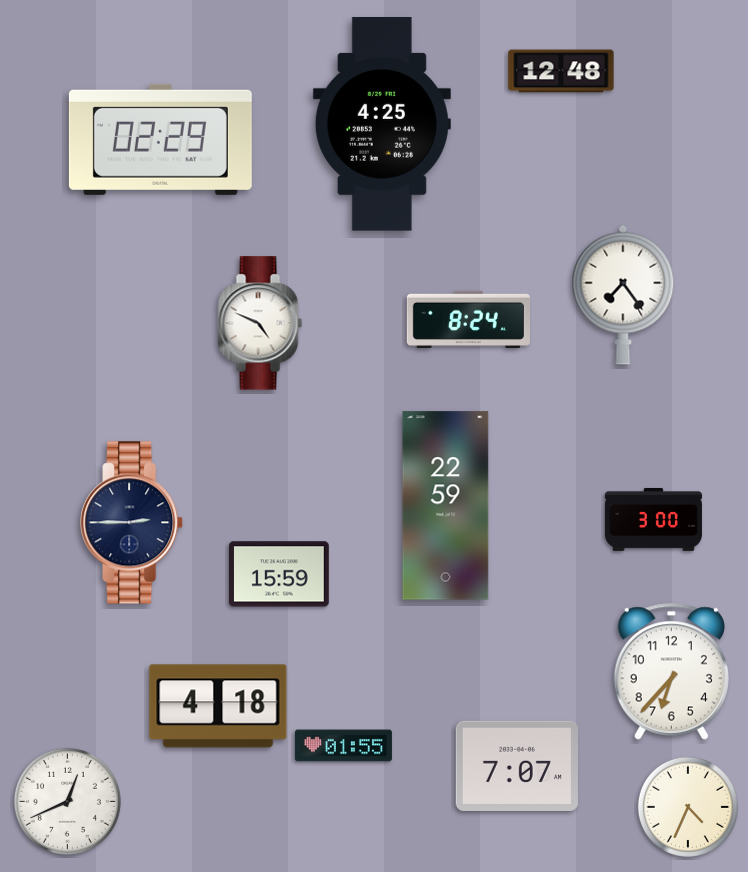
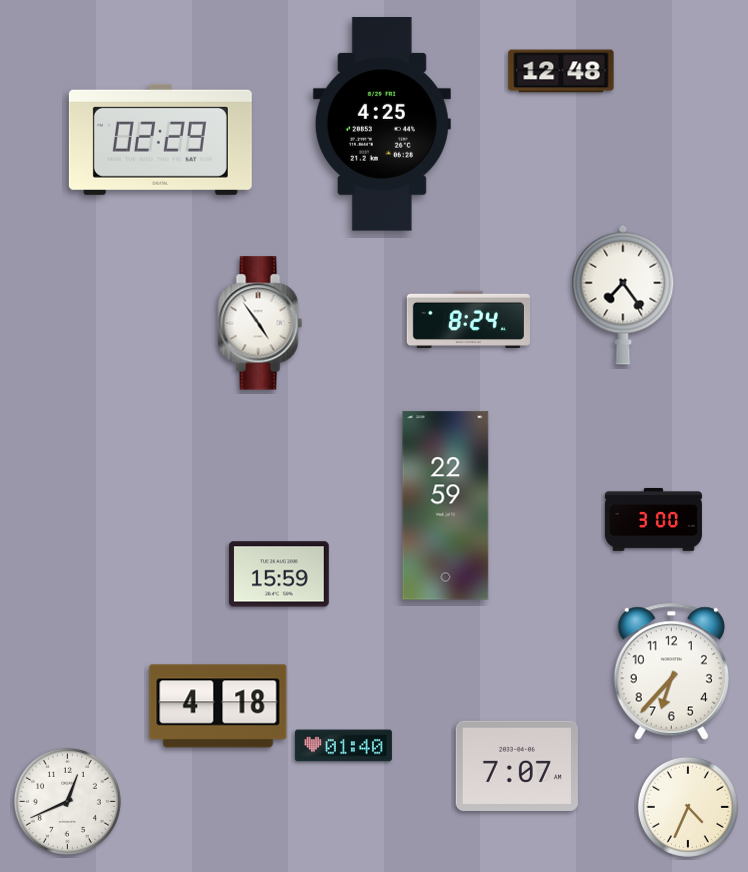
clock at (260, 323): 4:49 -> 4:54
clock at (132, 523): 2:45 -> none
clock at (343, 746): 01:55 -> 01:40
